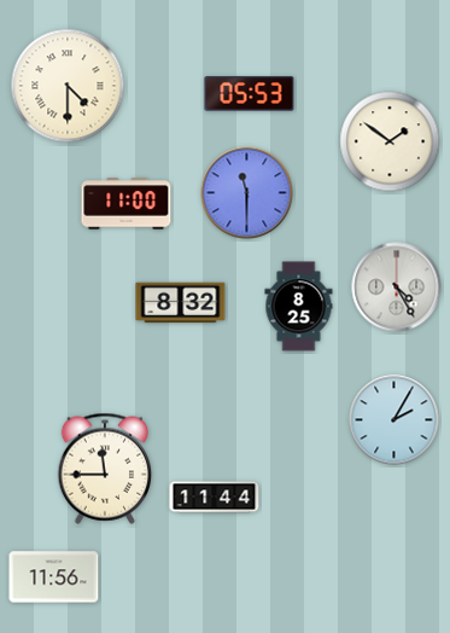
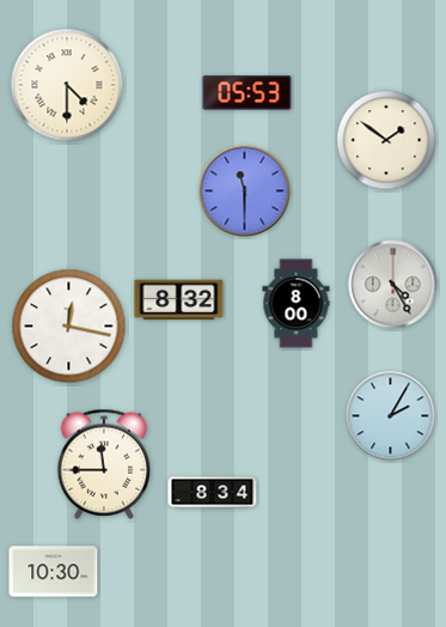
clock at (127, 204): 11:00 -> none
clock at (299, 307): 8:25 -> 8:00
clock at (69, 327): none -> 12:17
clock at (215, 498): 11:44 -> 8:34
clock at (54, 577): 11:56 -> 10:30
